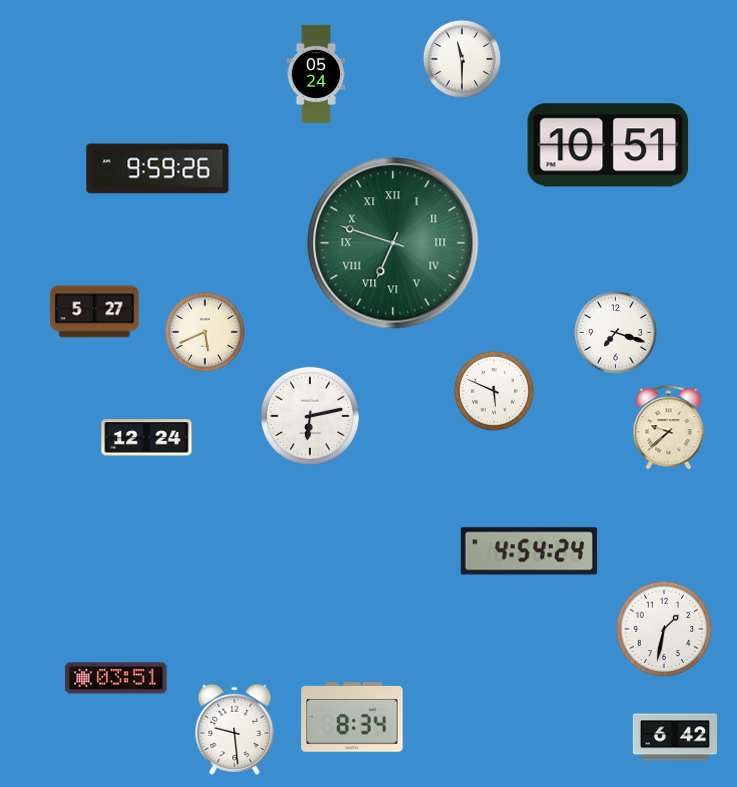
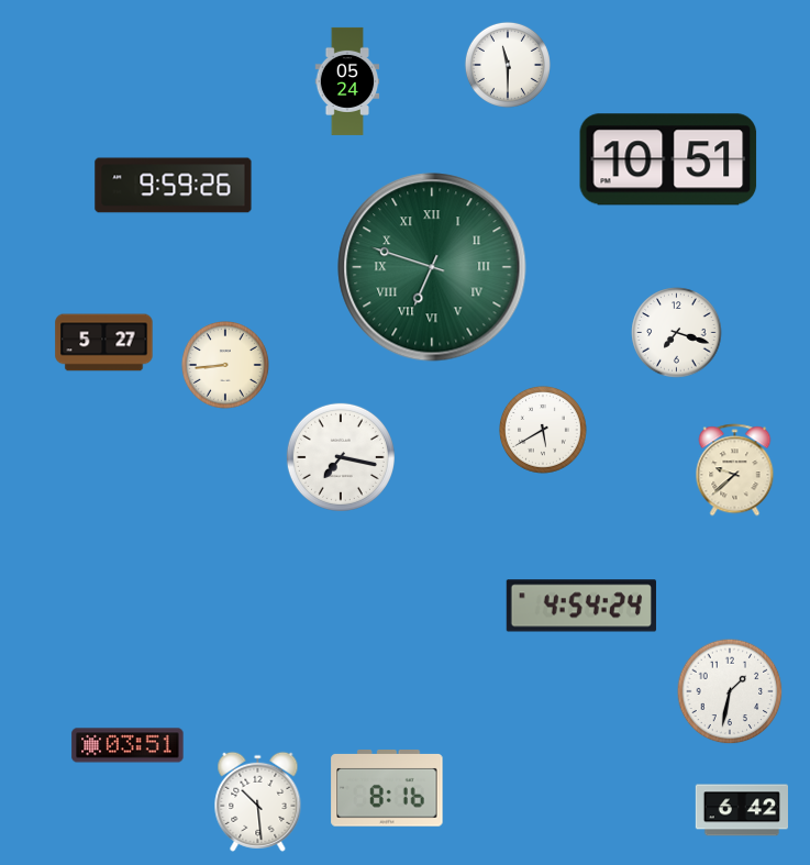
clock at (205, 332): 5:41 -> 8:44
clock at (616, 333) position: (616, 333) -> (677, 333)
clock at (494, 391): 5:49 -> 5:40
clock at (310, 416): 6:13 -> 7:17
clock at (147, 438): 12:24 -> none
clock at (352, 718): 8:34 -> 8:16
clock at (235, 729): 9:29 -> 10:29
